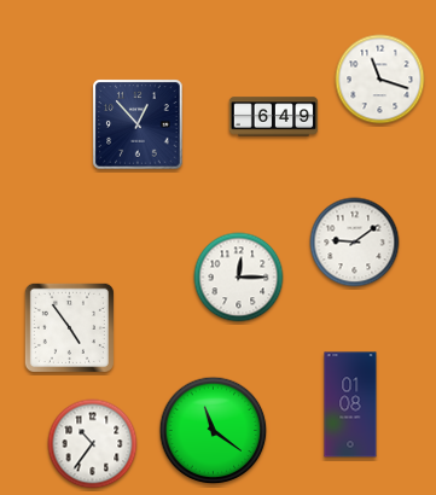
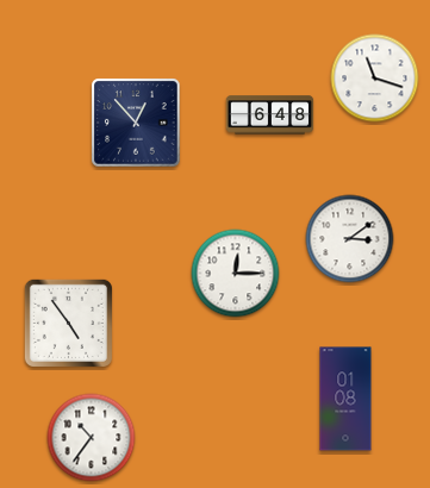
clock at (274, 117): 6:49 -> 6:48
clock at (355, 243): 9:09 -> 3:09
clock at (214, 431): 11:21 -> none
